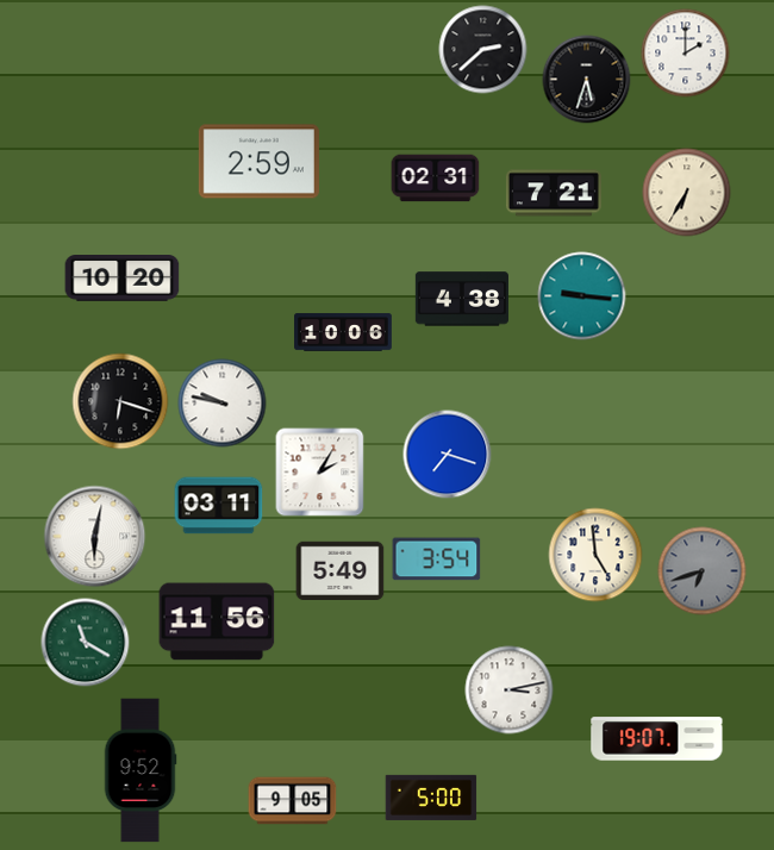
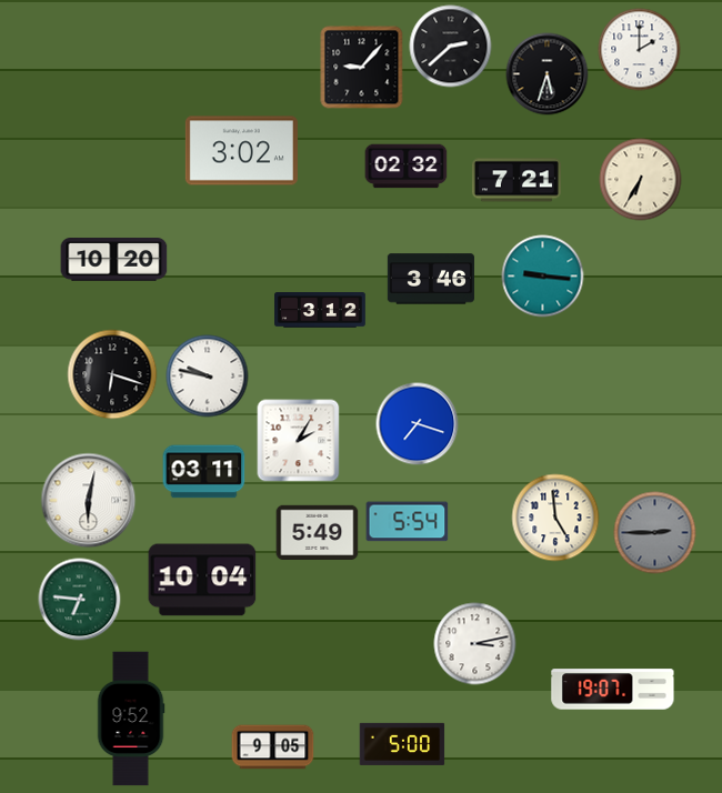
clock at (362, 68): none -> 9:07
clock at (258, 162): 2:59 -> 3:02
clock at (436, 179): 02:31 -> 02:32
clock at (462, 299): 4:38 -> 3:46
clock at (343, 332): 10:06 -> 3:12
clock at (437, 560): 3:54 -> 5:54
clock at (703, 571): 6:42 -> 2:45
clock at (217, 621): 11:56 -> 10:04
clock at (86, 643): 11:20 -> 6:46
